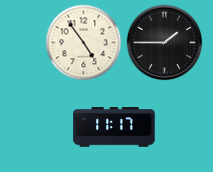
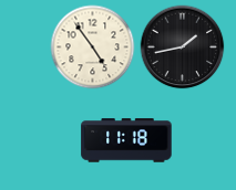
clock at (165, 43): 1:45 -> 1:43
clock at (114, 127): 11:17 -> 11:18
